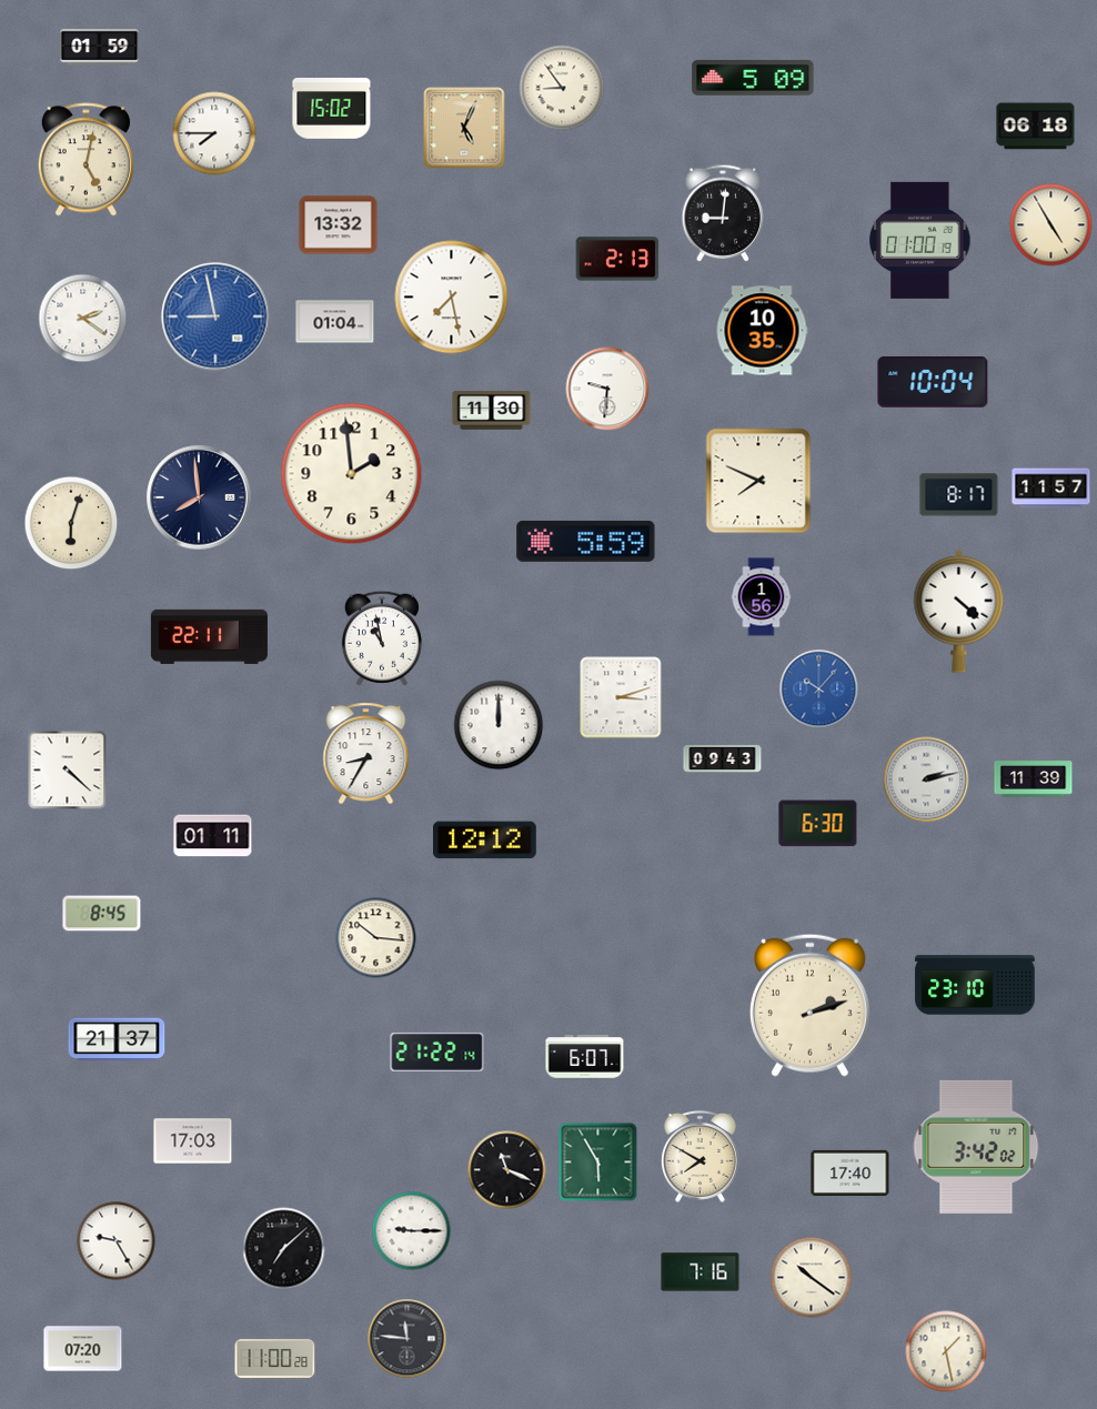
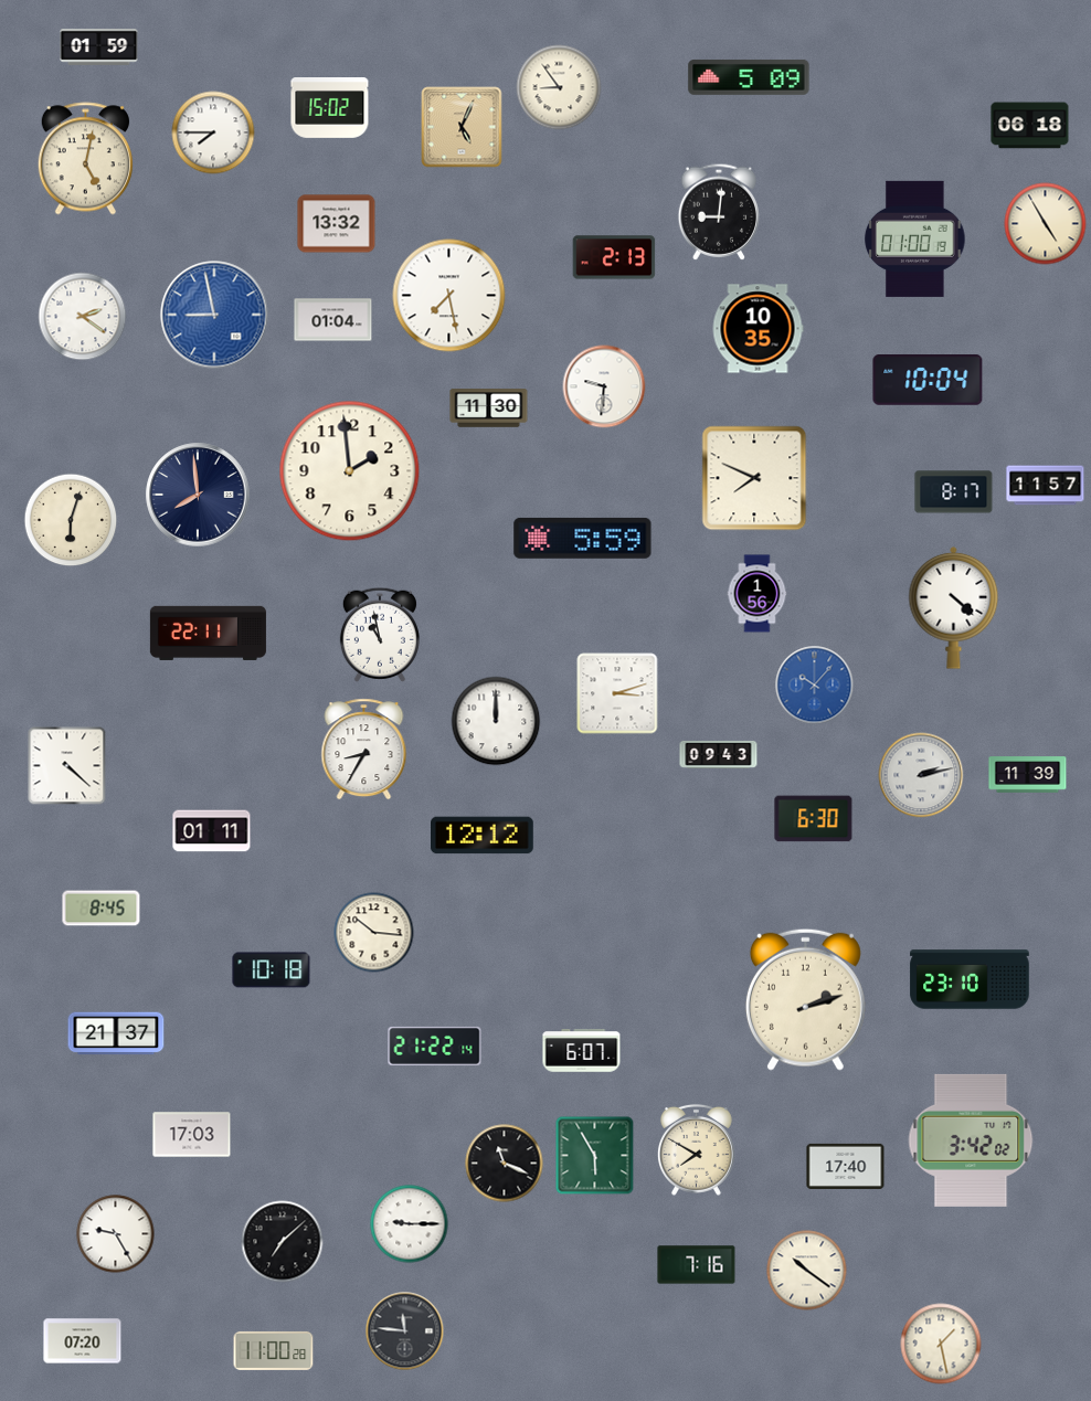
clock at (272, 970): none -> 10:18
